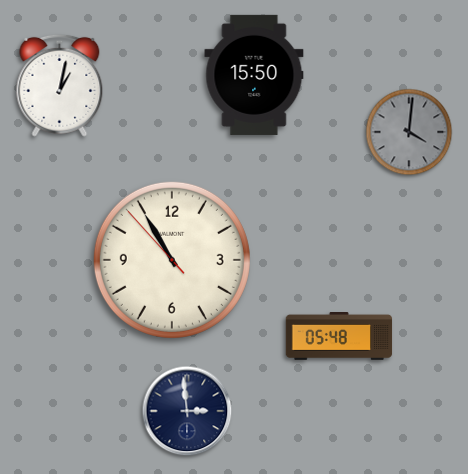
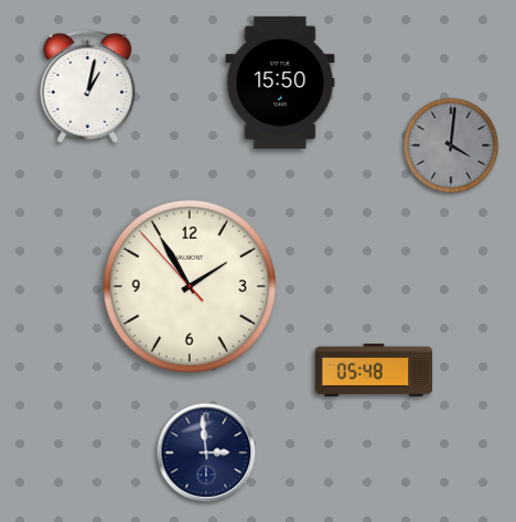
clock at (60, 85) position: (60, 85) -> (88, 86)
clock at (172, 260): 10:54 -> 1:54
